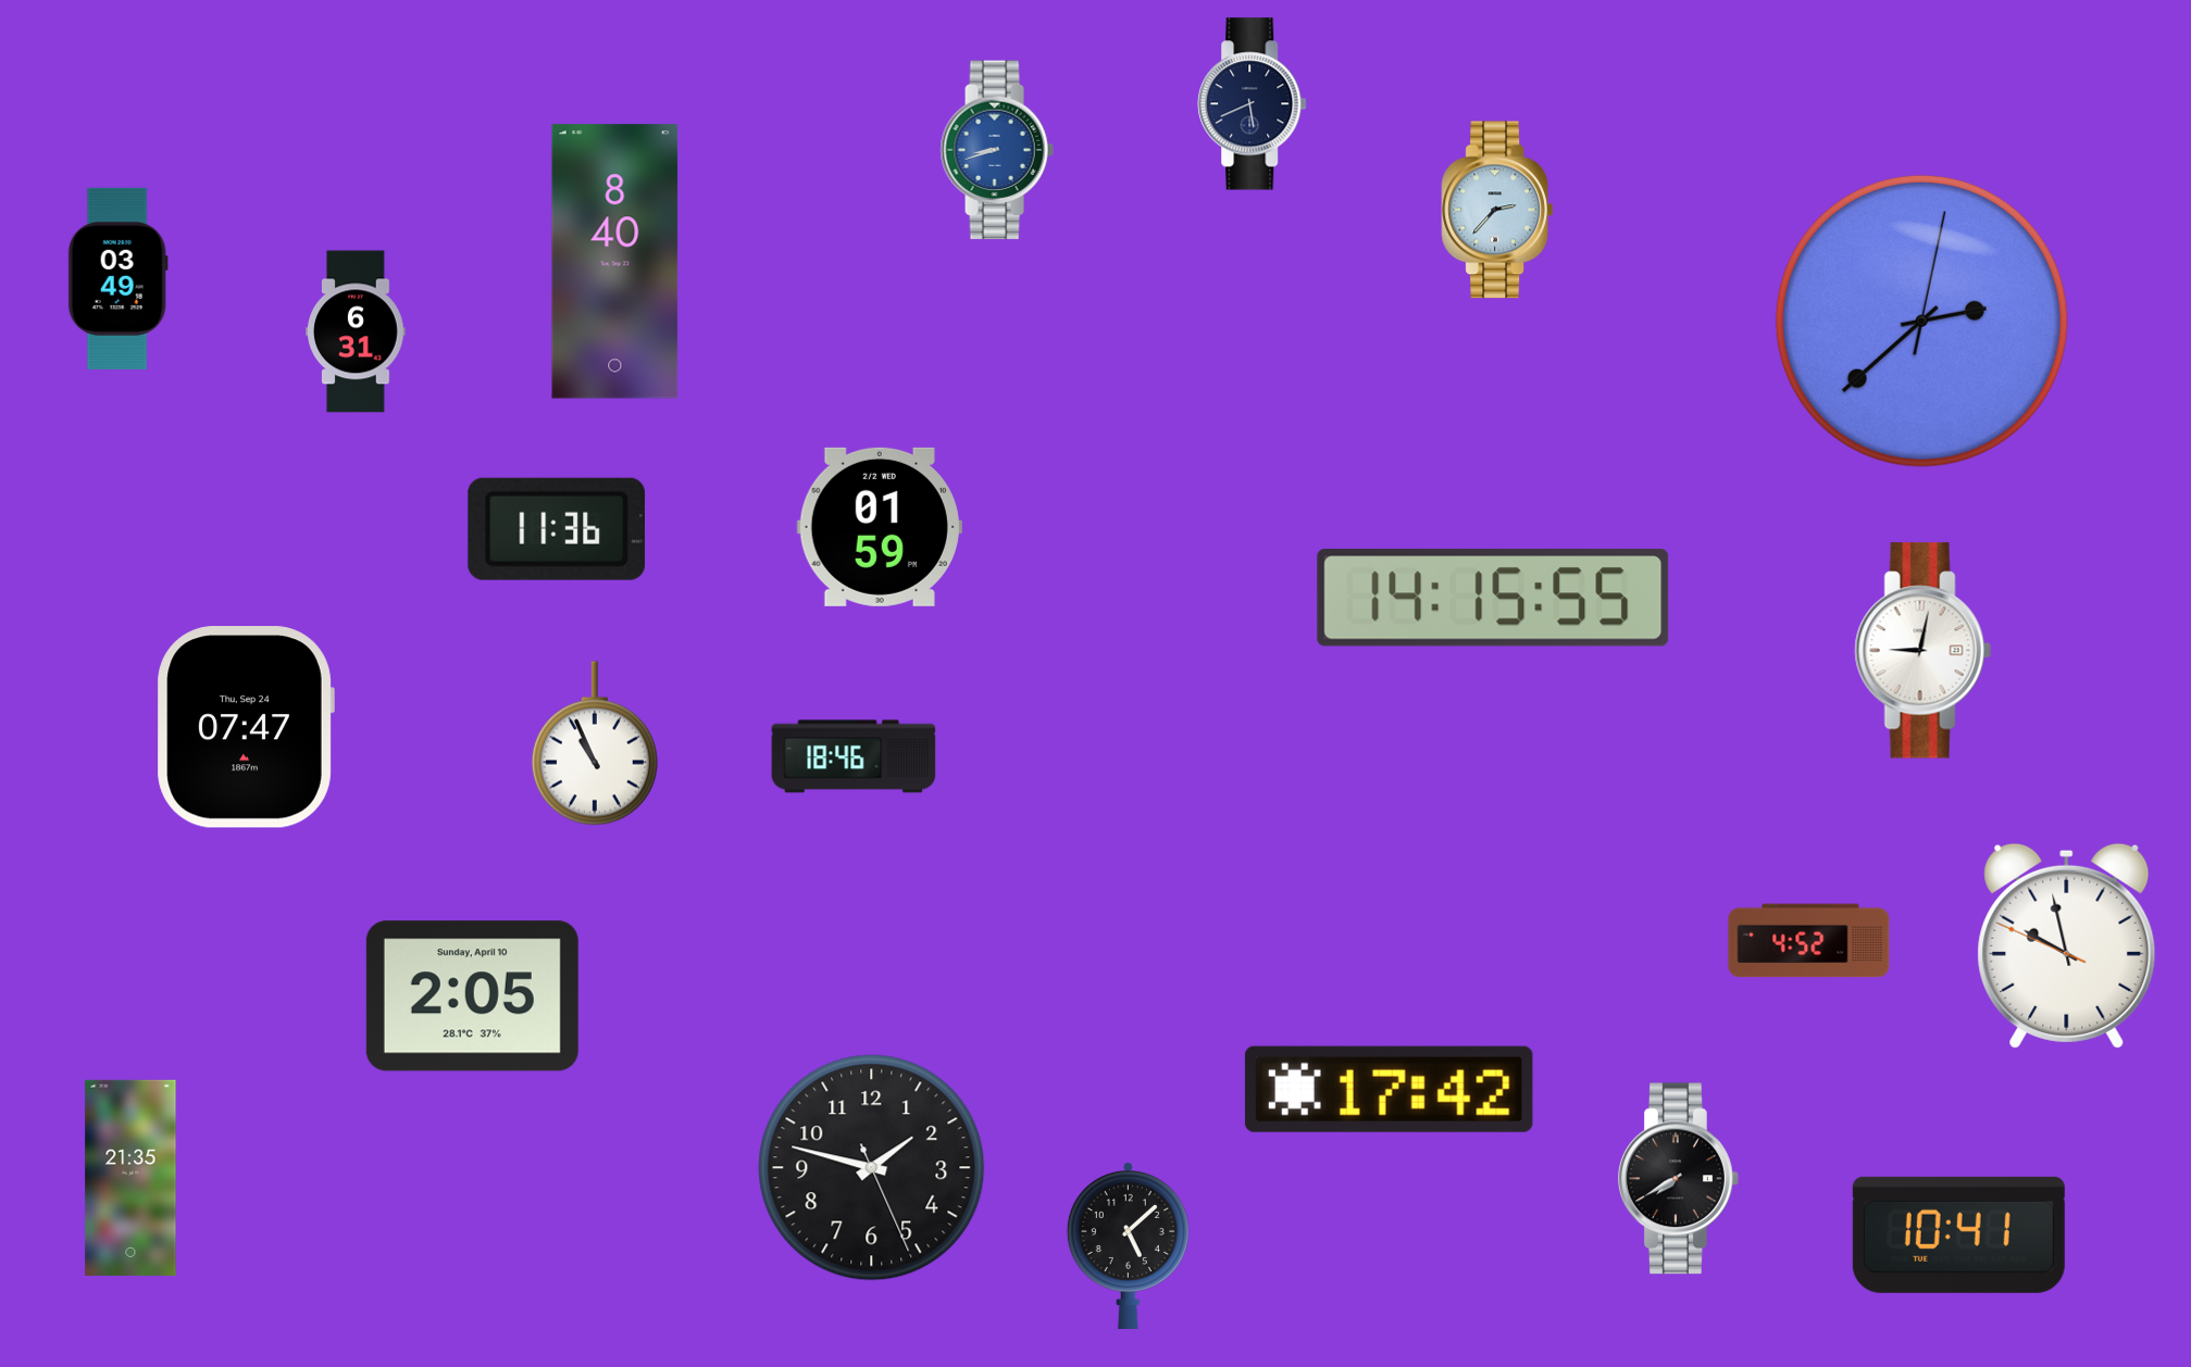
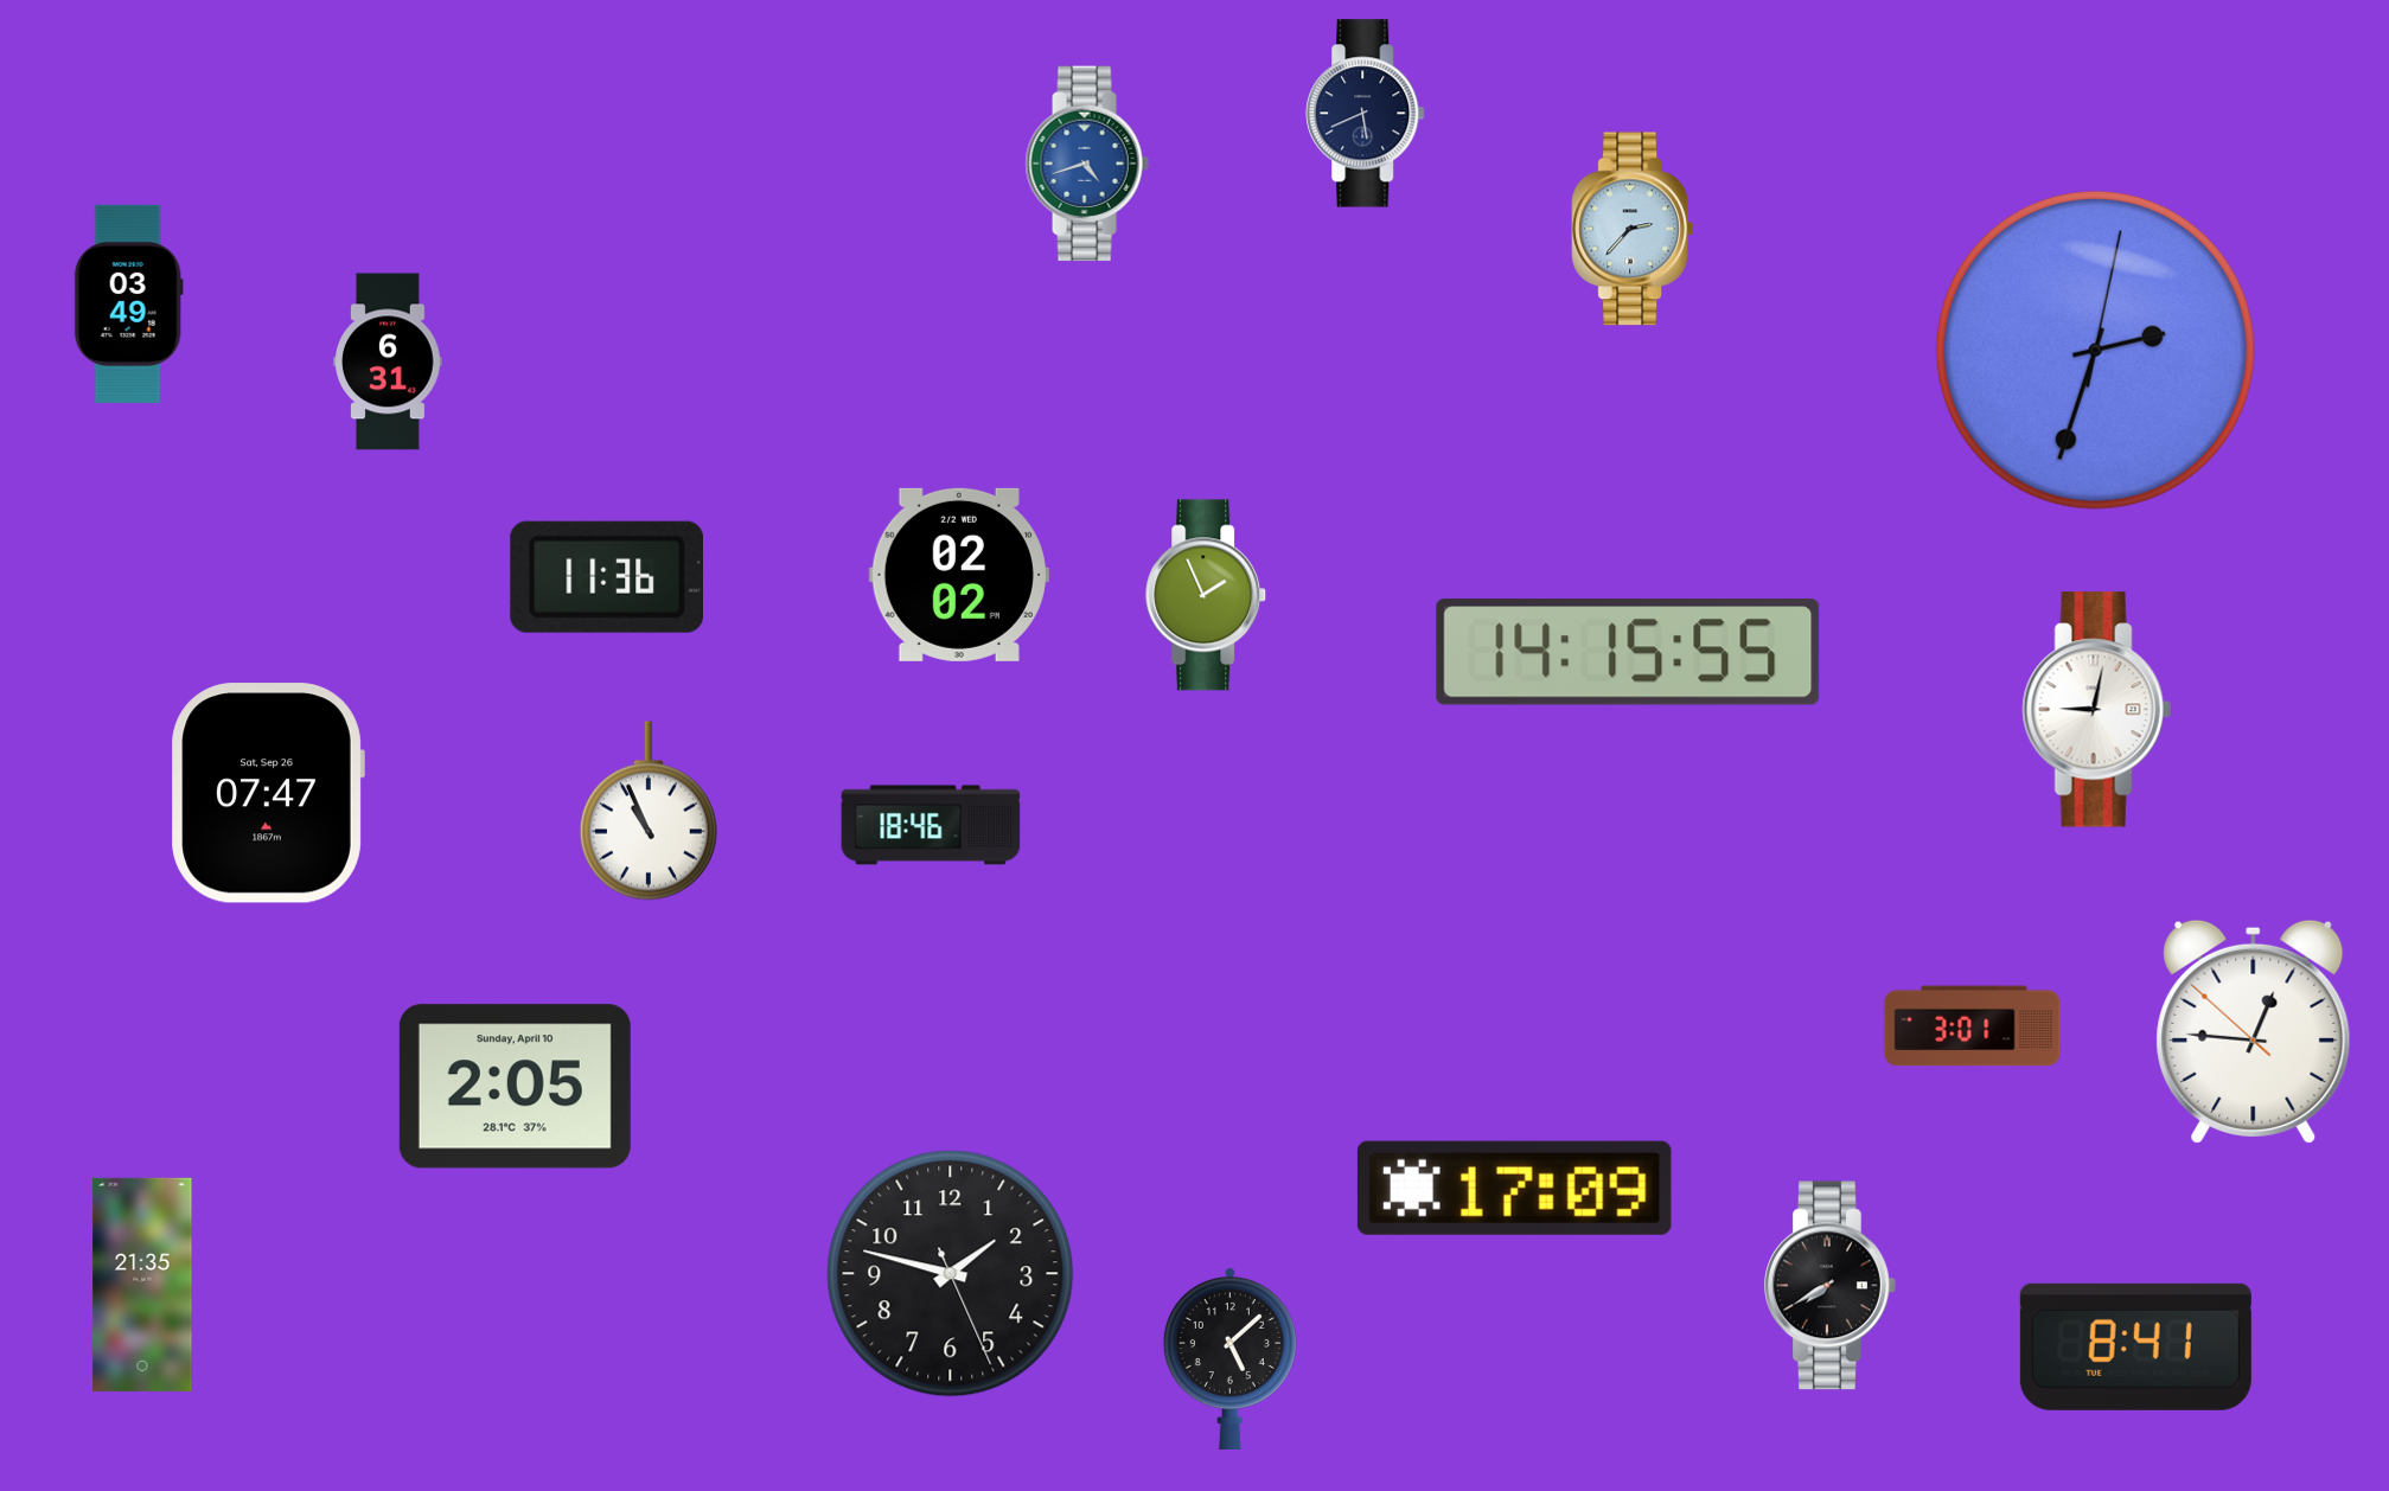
clock at (997, 150): 8:42 -> 4:42
clock at (615, 262): 8:40 -> none
clock at (1921, 321): 2:38 -> 2:33
clock at (880, 527): 01:59 -> 02:02
clock at (1207, 595): none -> 1:56
clock at (246, 727) date: Thu, Sep 24 -> Sat, Sep 26
clock at (1809, 941): 4:52 -> 3:01
clock at (2067, 945): 9:57 -> 12:45
clock at (1389, 1089): 17:42 -> 17:09
clock at (1958, 1234): 10:41 -> 8:41
